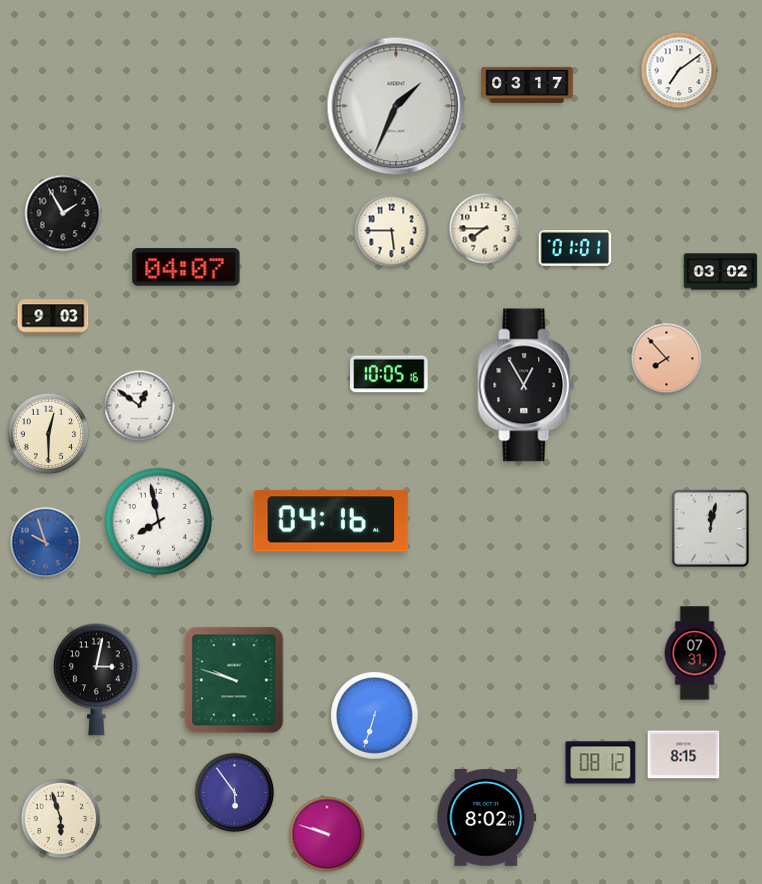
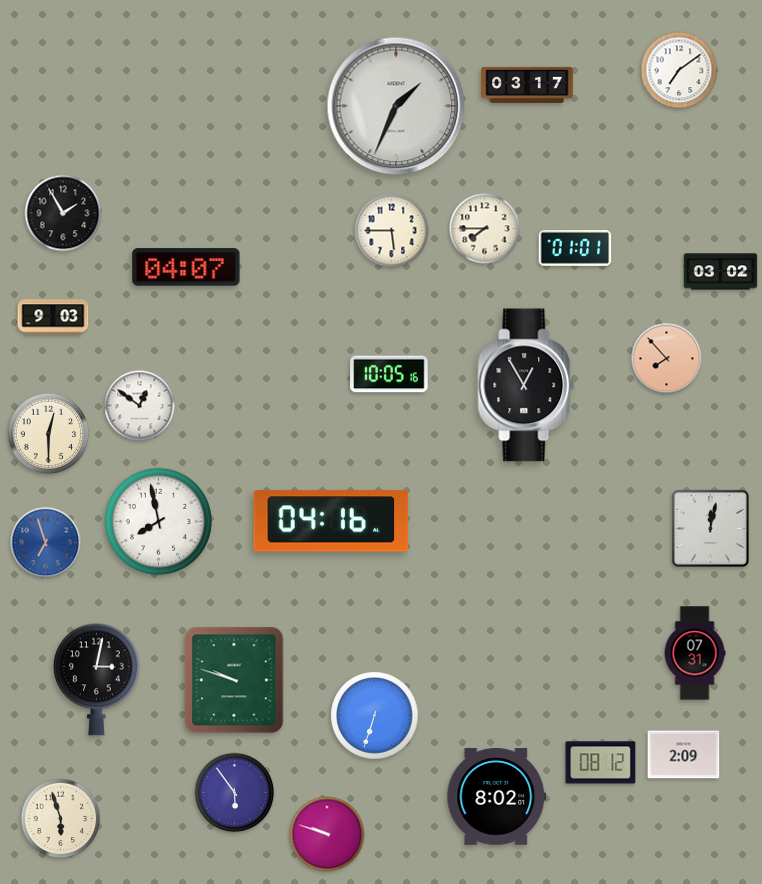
clock at (46, 543): 9:57 -> 6:57
clock at (684, 755): 8:15 -> 2:09
clock at (487, 818) position: (487, 818) -> (497, 797)
